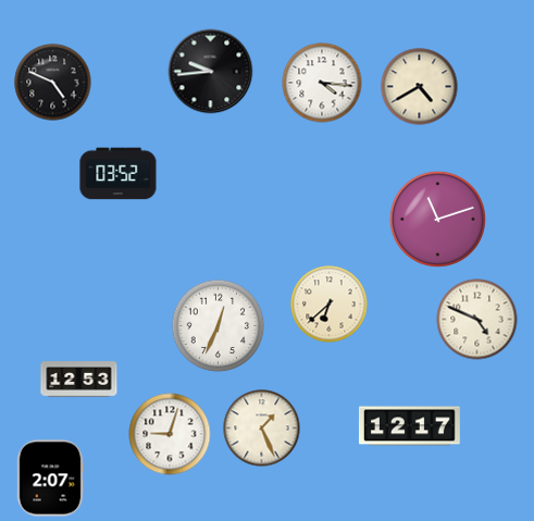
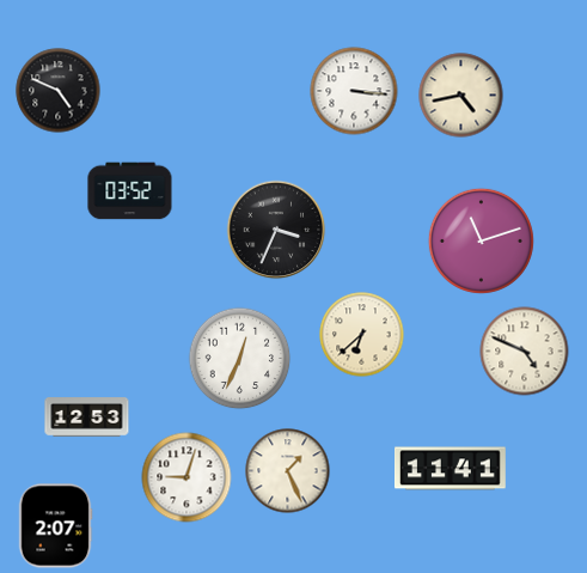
clock at (211, 72): 9:44 -> none
clock at (322, 83): 4:16 -> 3:16
clock at (420, 87): 4:40 -> 4:43
clock at (276, 230): none -> 3:34
clock at (410, 426): 12:17 -> 11:41
